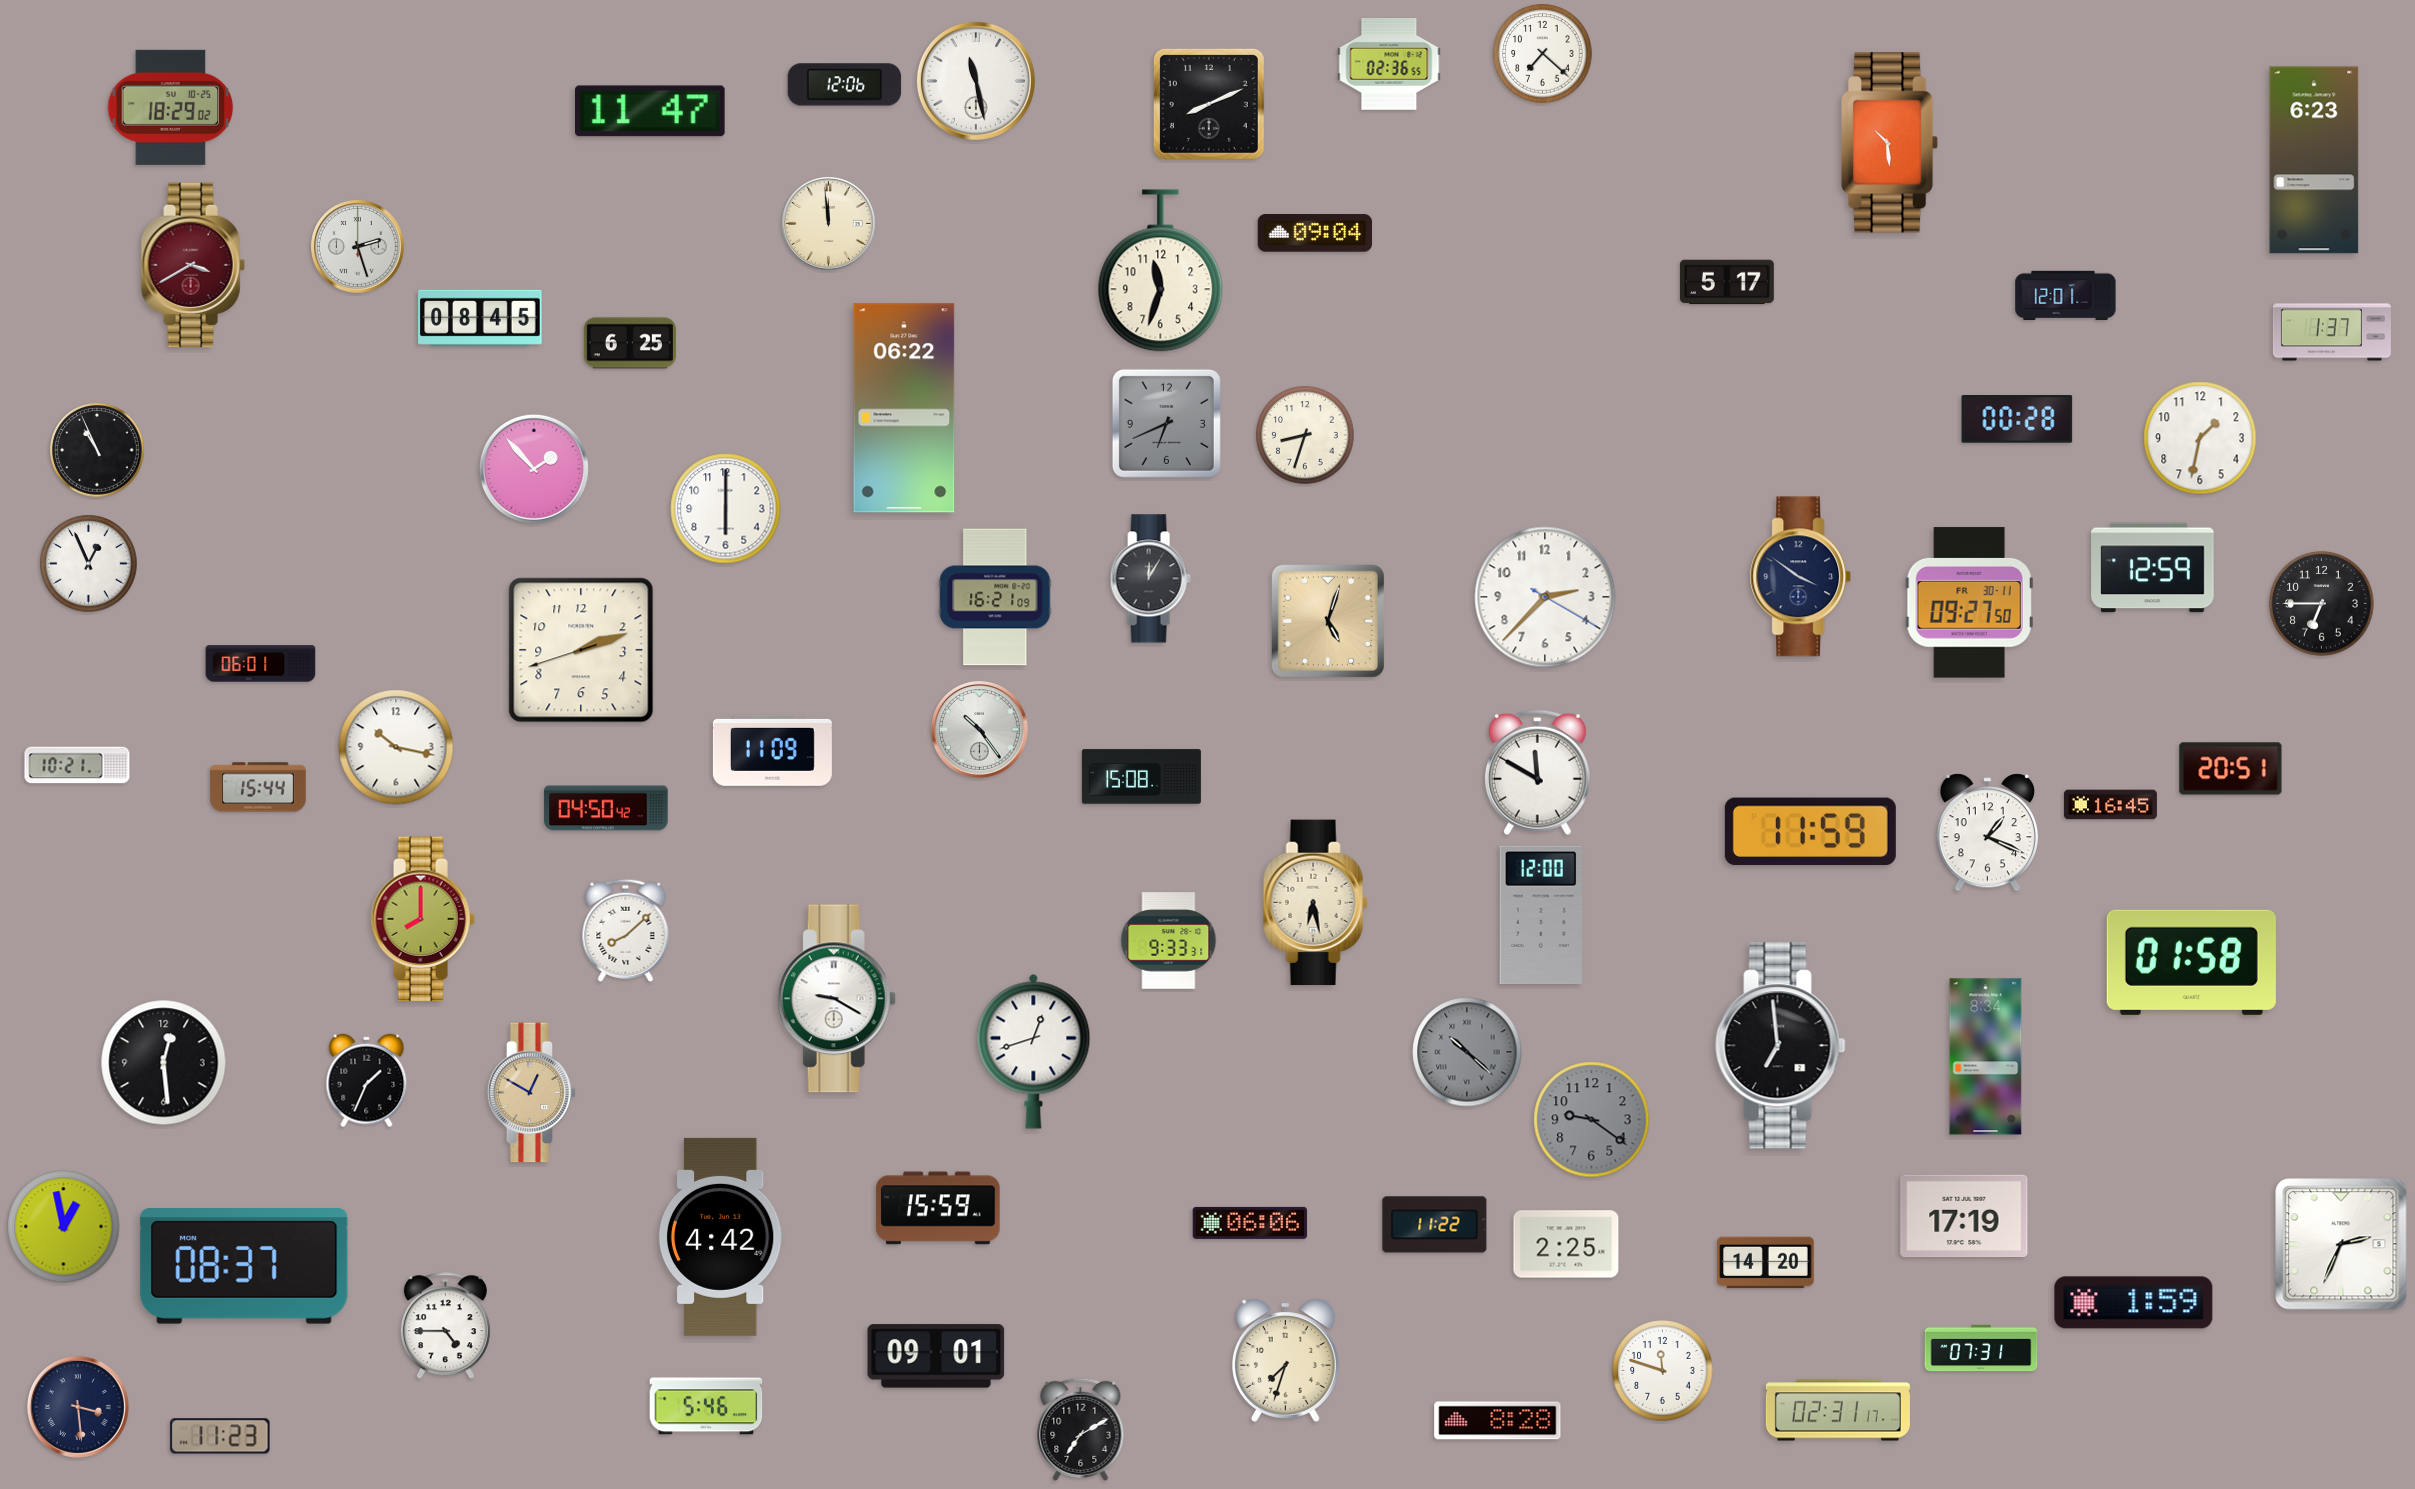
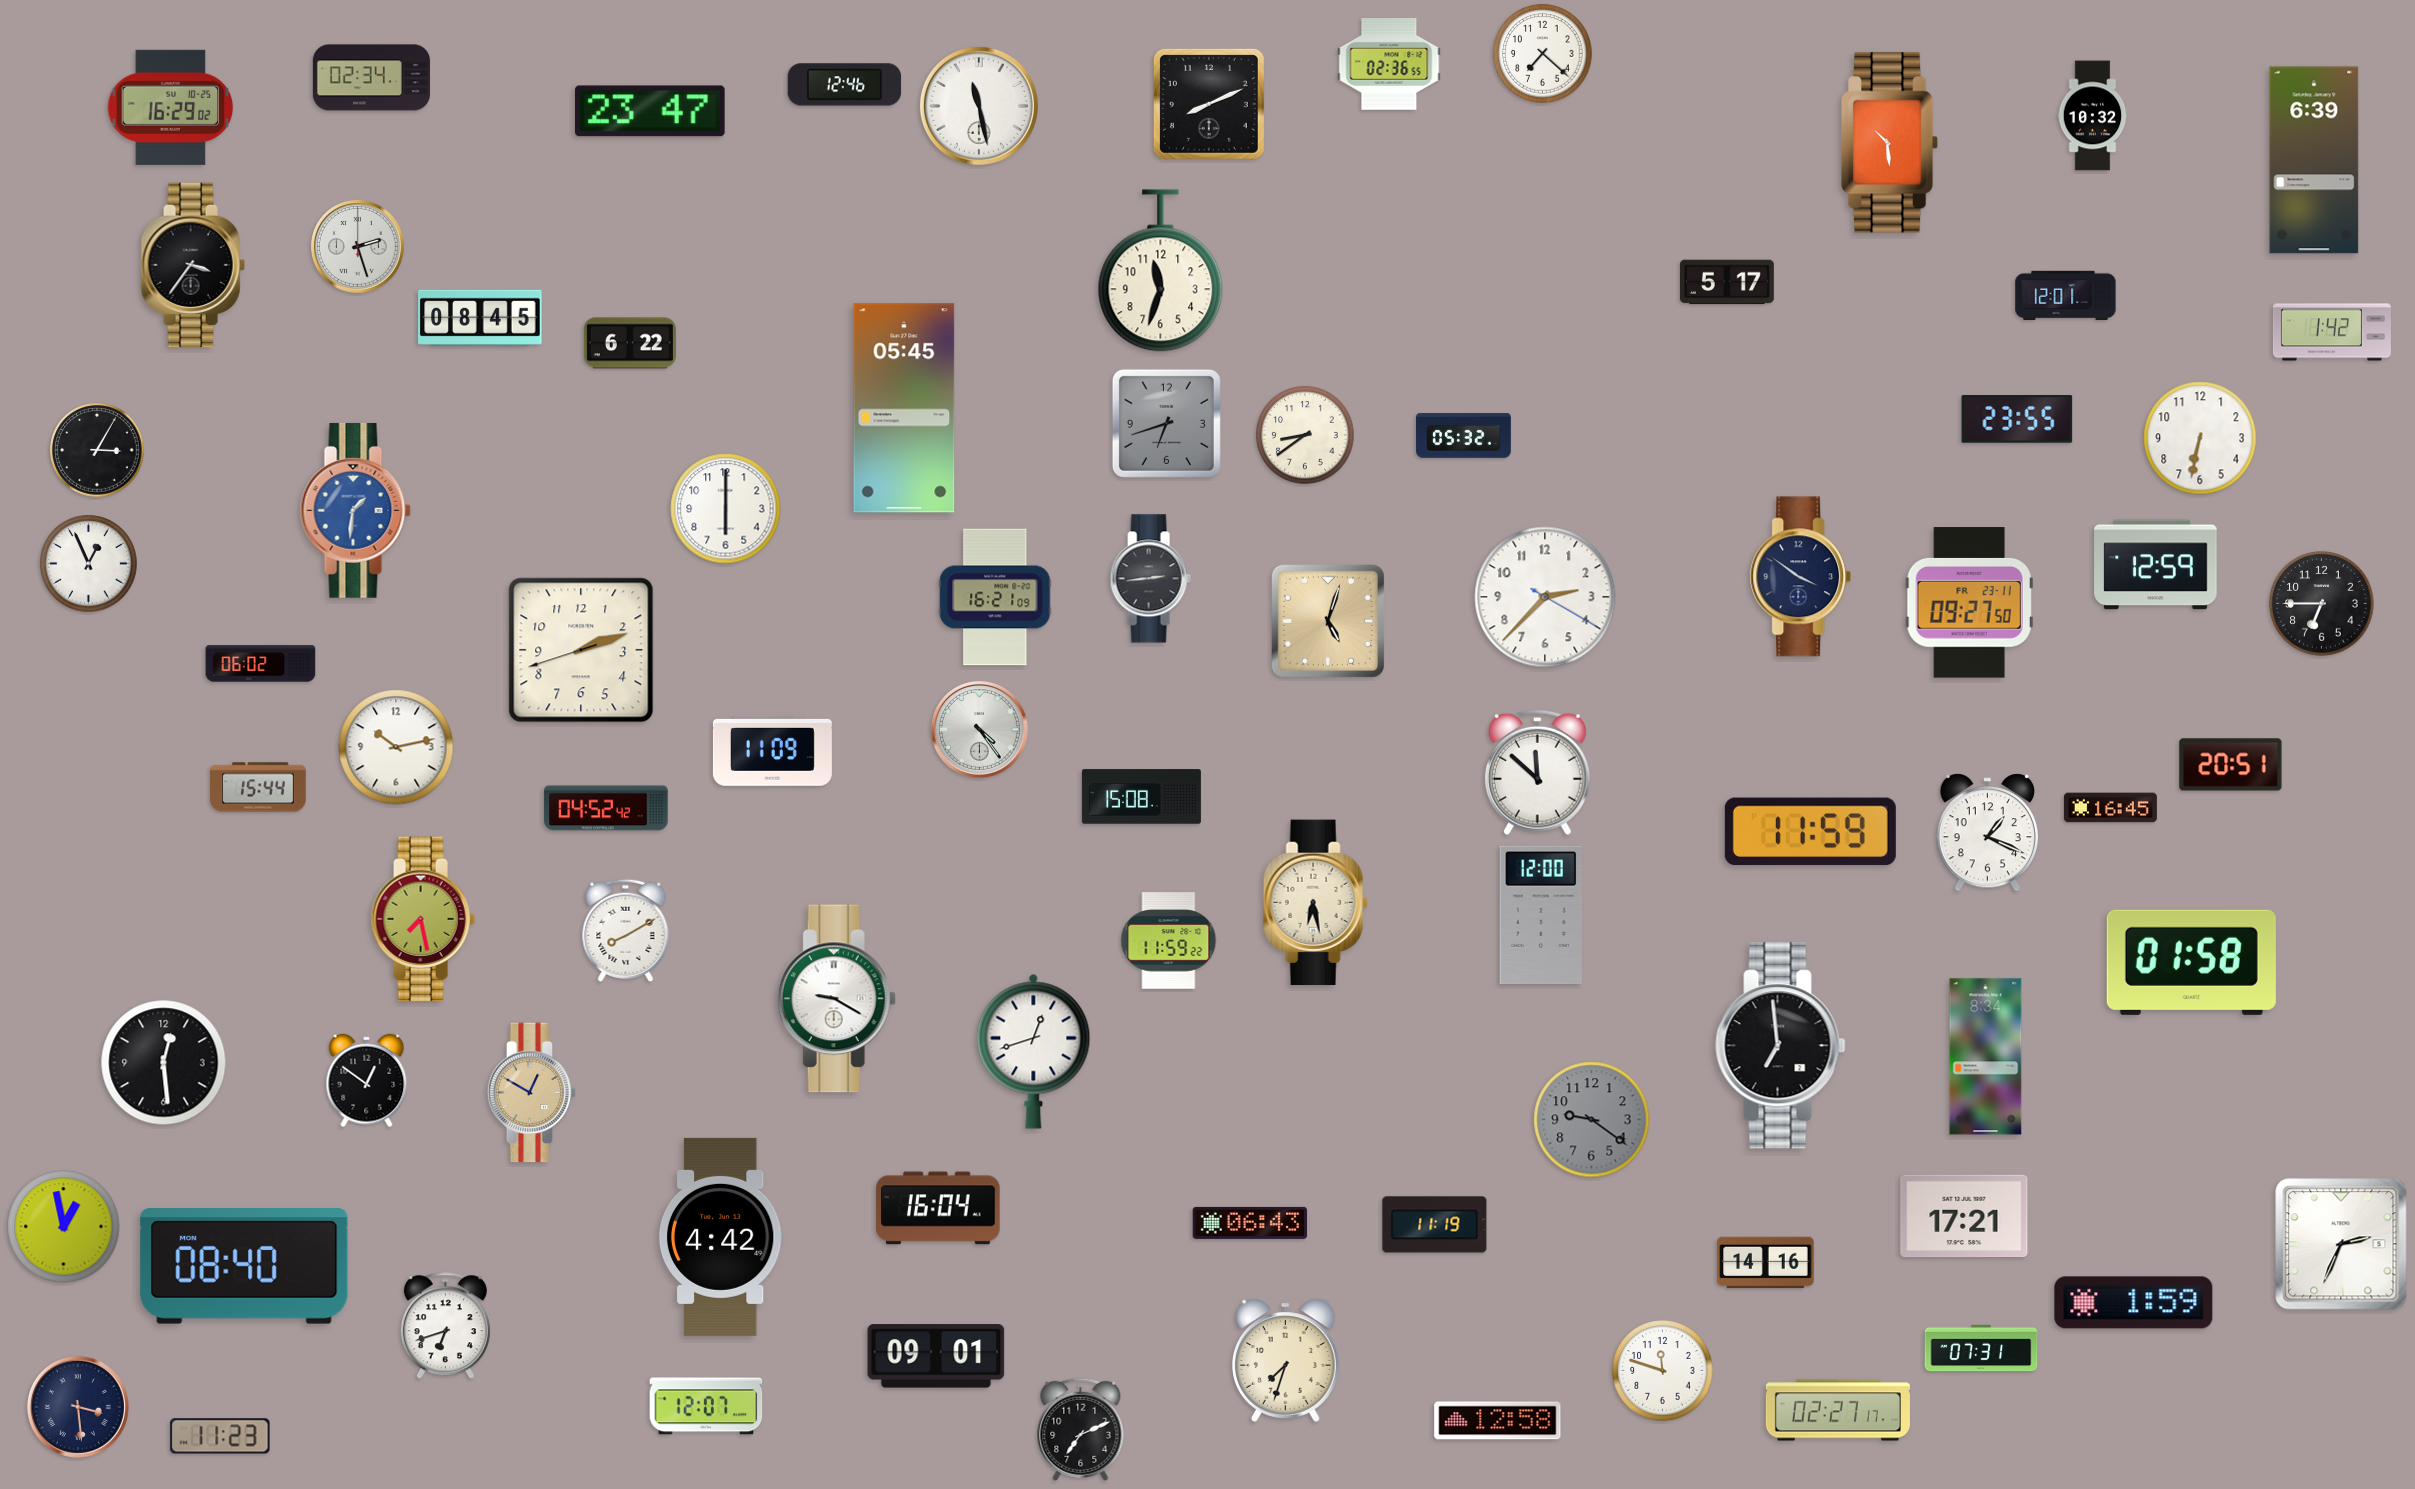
clock at (371, 78): none -> 02:34
clock at (976, 81) position: (976, 81) -> (979, 106)
clock at (845, 85): 12:06 -> 12:46
clock at (171, 107): 18:29 -> 16:29
clock at (651, 111): 11:47 -> 23:47
clock at (2093, 116): none -> 10:32
clock at (2314, 160): 6:23 -> 6:39
clock at (829, 224): 11:59 -> none
clock at (1315, 233): 09:04 -> none
clock at (193, 265): 3:40 -> 3:36
clock at (193, 265) dial: burgundy -> black
clock at (2332, 332): 1:37 -> 1:42
clock at (630, 343): 6:25 -> 6:22
clock at (904, 408): 06:22 -> 05:45
clock at (2017, 419): 00:28 -> 23:55
clock at (1166, 423): 6:41 -> 6:42
clock at (1305, 435): 8:33 -> 8:39
clock at (1464, 436): none -> 05:32
clock at (2200, 438): 1:32 -> 6:32
clock at (97, 450): 10:56 -> 3:05
clock at (534, 469): 1:53 -> none
clock at (355, 510): none -> 1:31
clock at (2153, 568) position: (2153, 568) -> (2156, 565)
clock at (1150, 579): 12:05 -> 2:44
clock at (1969, 603) date: FR 30-11 -> FR 23-11
clock at (261, 664): 06:01 -> 06:02
clock at (979, 729): 10:24 -> 4:24
clock at (396, 747): 10:17 -> 10:13
clock at (77, 765): 10:21 -> none
clock at (2231, 769) position: (2231, 769) -> (2231, 765)
clock at (1538, 773): 11:50 -> 11:52
clock at (1141, 777) position: (1141, 777) -> (1141, 797)
clock at (2110, 805) position: (2110, 805) -> (2110, 808)
clock at (606, 808): 04:50 -> 04:52
clock at (423, 919): 8:00 -> 7:28
clock at (626, 930): 8:08 -> 8:10
clock at (1169, 941): 9:33 -> 11:59
clock at (1467, 1052): 10:22 -> none
clock at (367, 1081): 1:34 -> 12:51
clock at (938, 1208): 15:59 -> 16:04
clock at (1964, 1216): 17:19 -> 17:21
clock at (1250, 1223): 06:06 -> 06:43
clock at (1435, 1225): 11:22 -> 11:19
clock at (1566, 1244): 2:25 -> none
clock at (1766, 1263): 14:20 -> 14:16
clock at (244, 1266): 08:37 -> 08:40
clock at (445, 1326): 4:45 -> 6:42
clock at (706, 1406): 5:46 -> 12:07
clock at (1838, 1410): 02:31 -> 02:27
clock at (1498, 1421): 8:28 -> 12:58
clock at (1081, 1429): 7:10 -> 7:11
